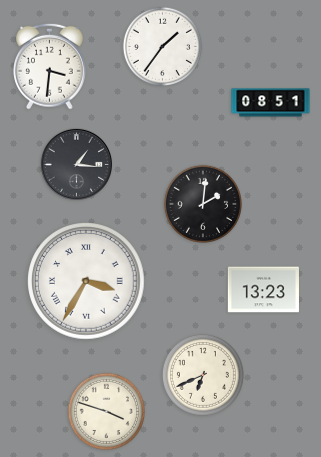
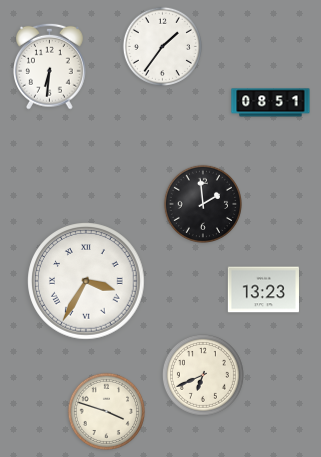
clock at (50, 66): 3:31 -> 6:31
clock at (76, 164): 1:16 -> none
clock at (202, 203): 2:01 -> 1:59
